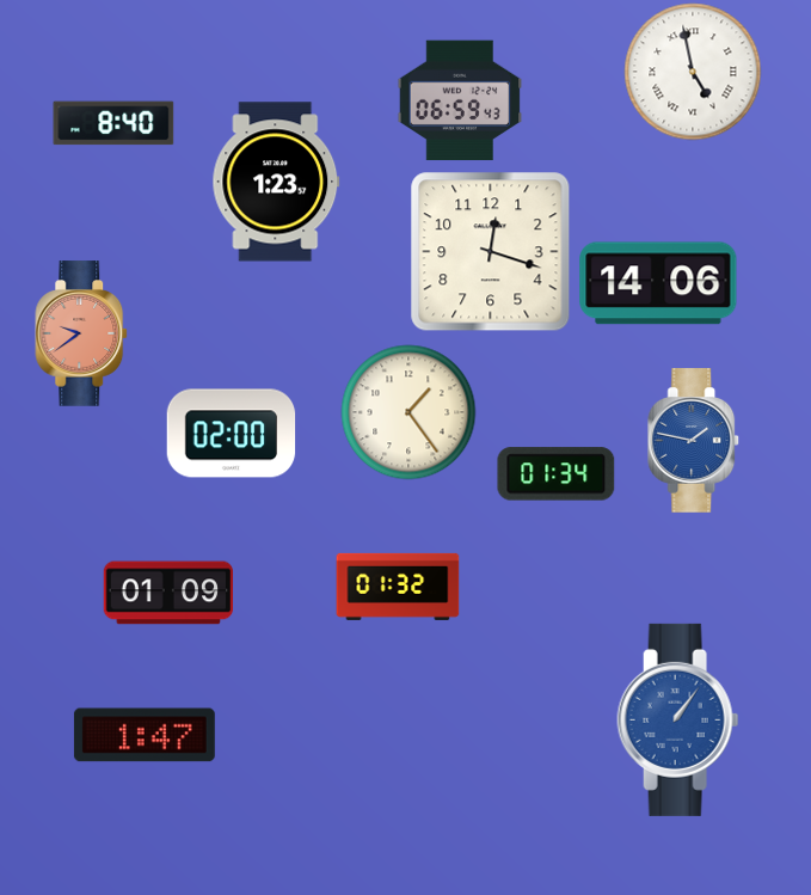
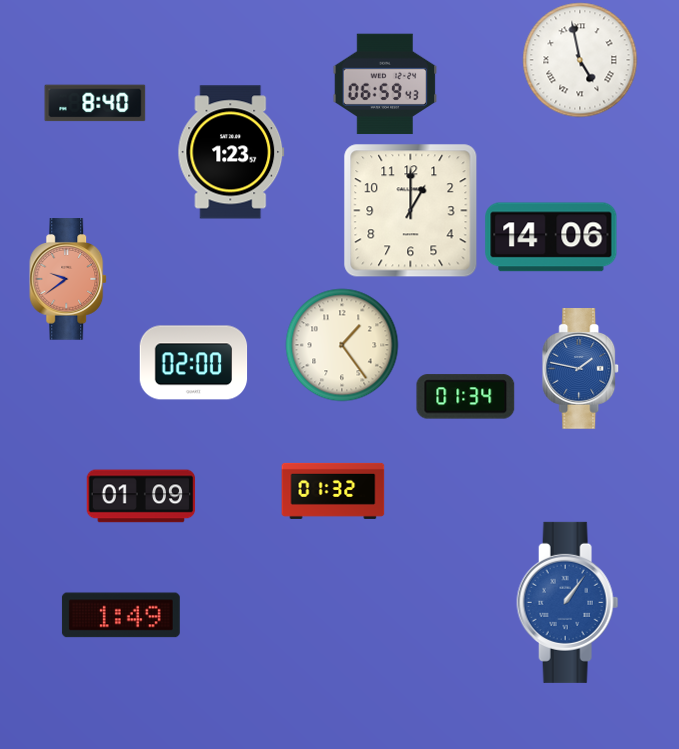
clock at (491, 252): 12:18 -> 1:00
clock at (145, 735): 1:47 -> 1:49
